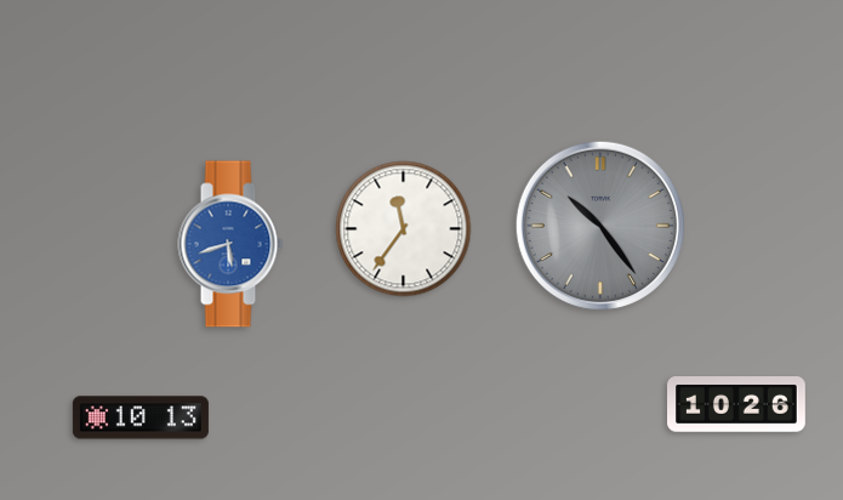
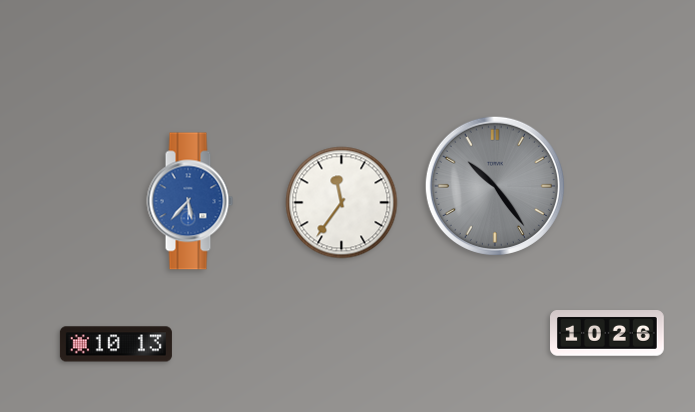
clock at (404, 229) position: (404, 229) -> (342, 203)
clock at (230, 244): 5:42 -> 5:37
